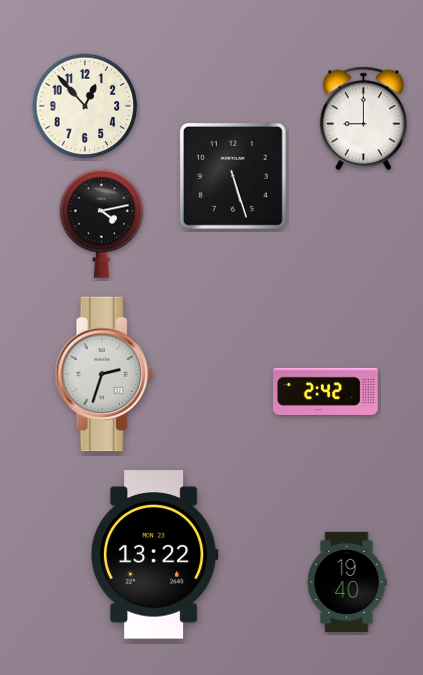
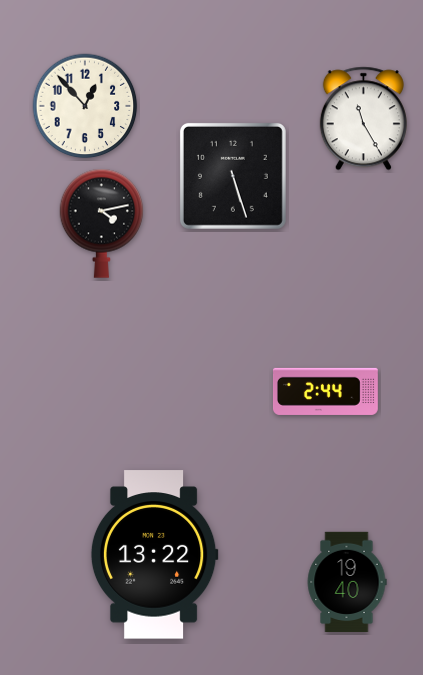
clock at (363, 119): 9:00 -> 11:25
clock at (104, 374): 2:33 -> none
clock at (325, 391): 2:42 -> 2:44
